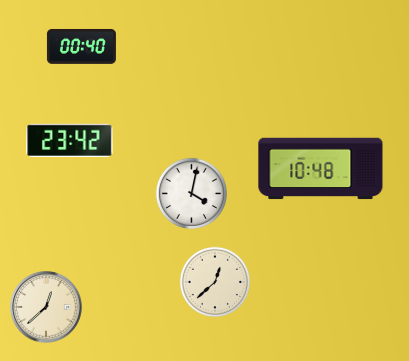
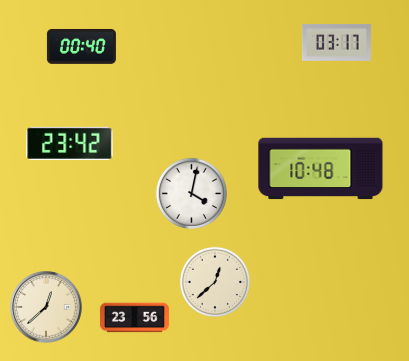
clock at (336, 42): none -> 03:17
clock at (70, 140) position: (70, 140) -> (70, 143)
clock at (134, 318): none -> 23:56
